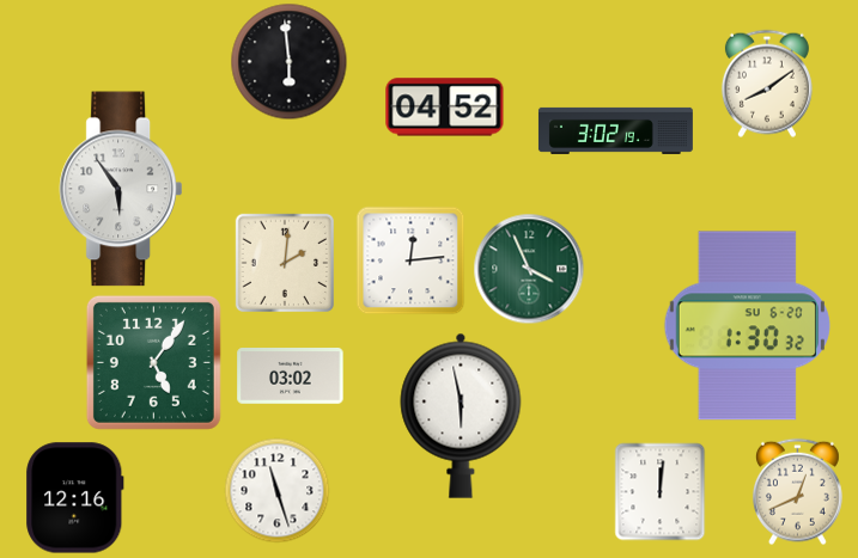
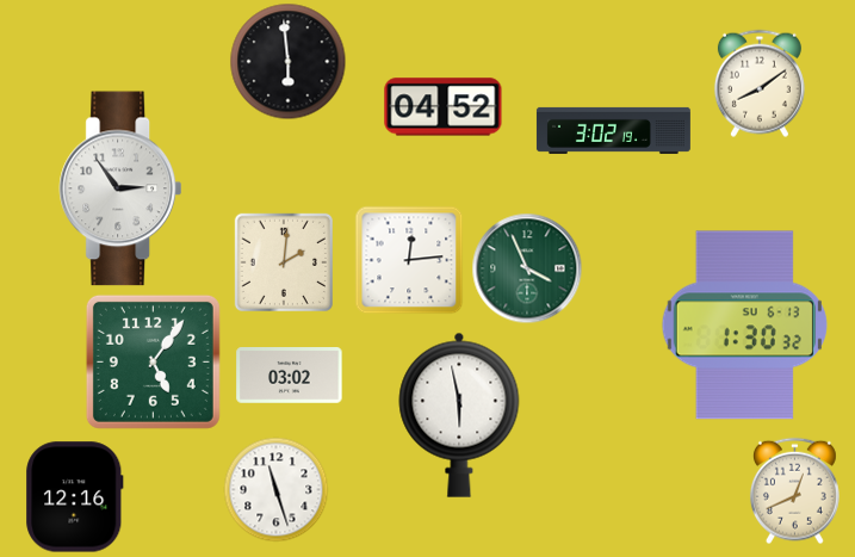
clock at (767, 84) position: (767, 84) -> (760, 83)
clock at (120, 189): 5:54 -> 2:54
clock at (747, 326) date: SU 6-20 -> SU 6-13
clock at (661, 491): 12:01 -> none
